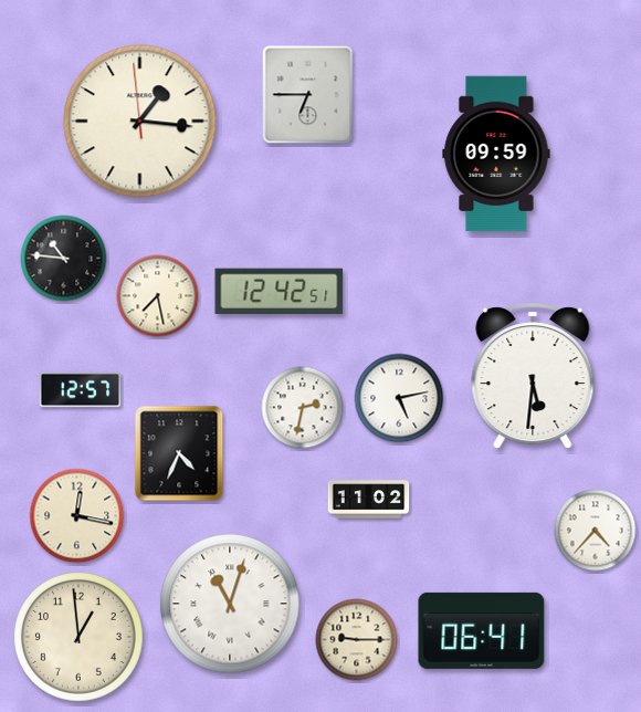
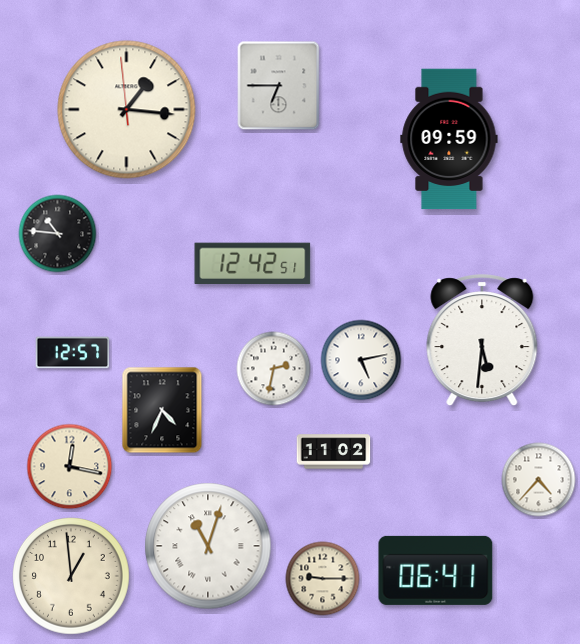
clock at (158, 296): 7:28 -> none
